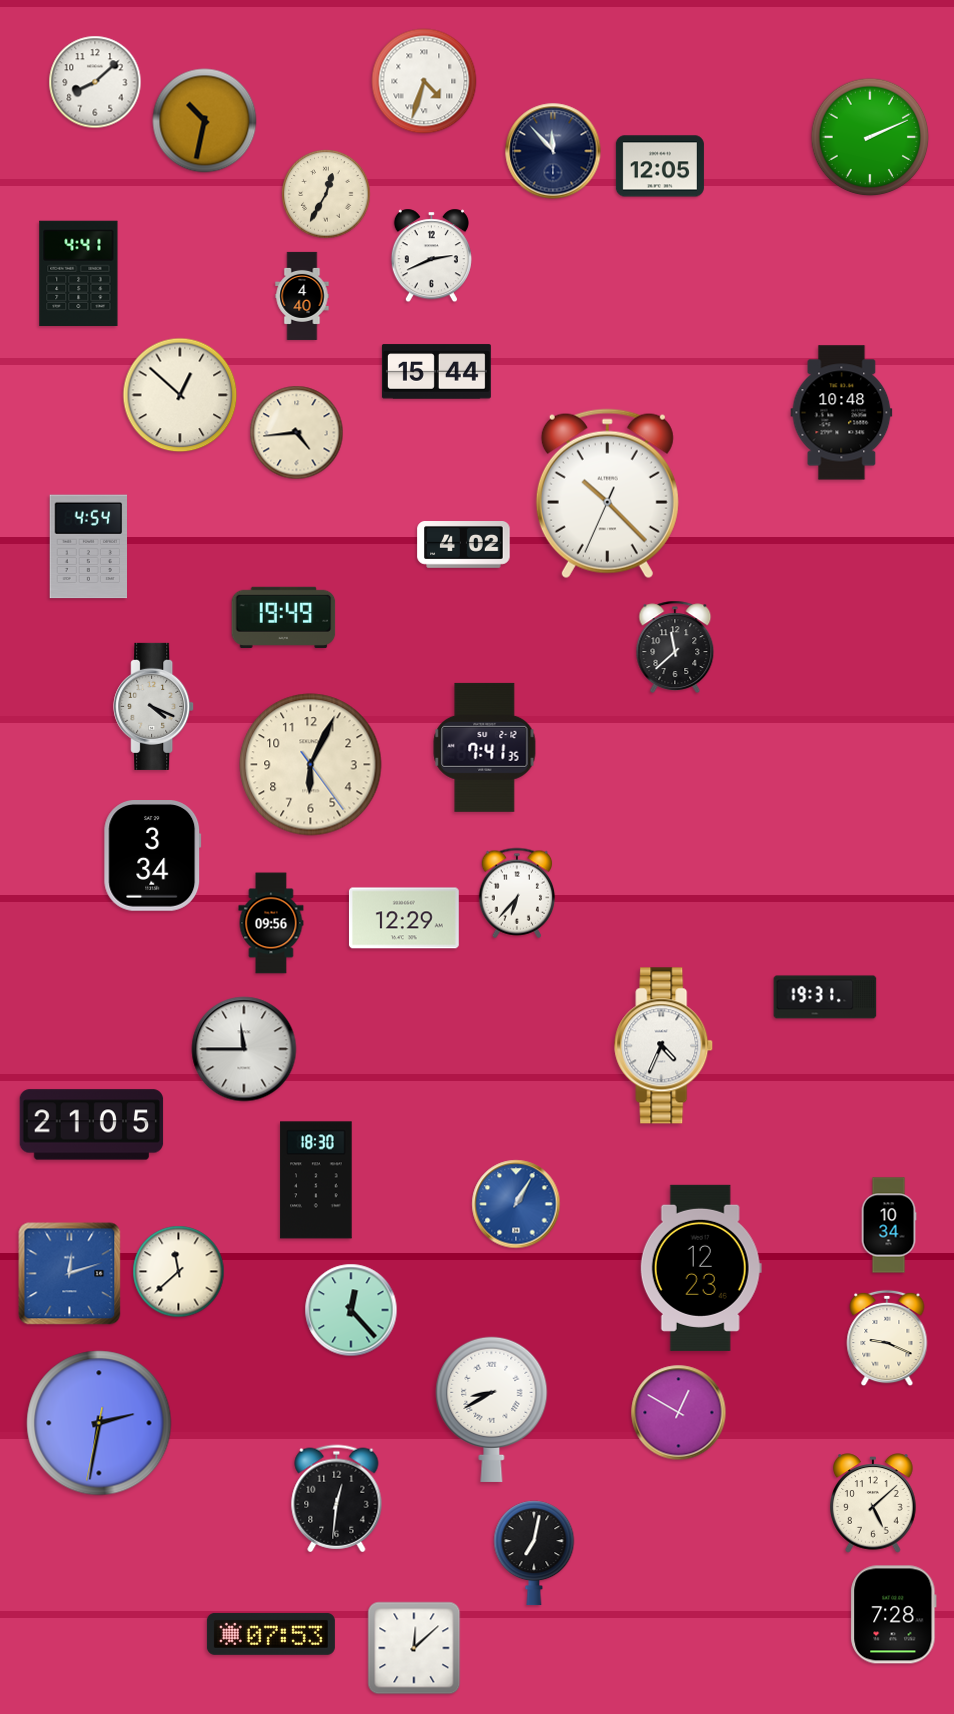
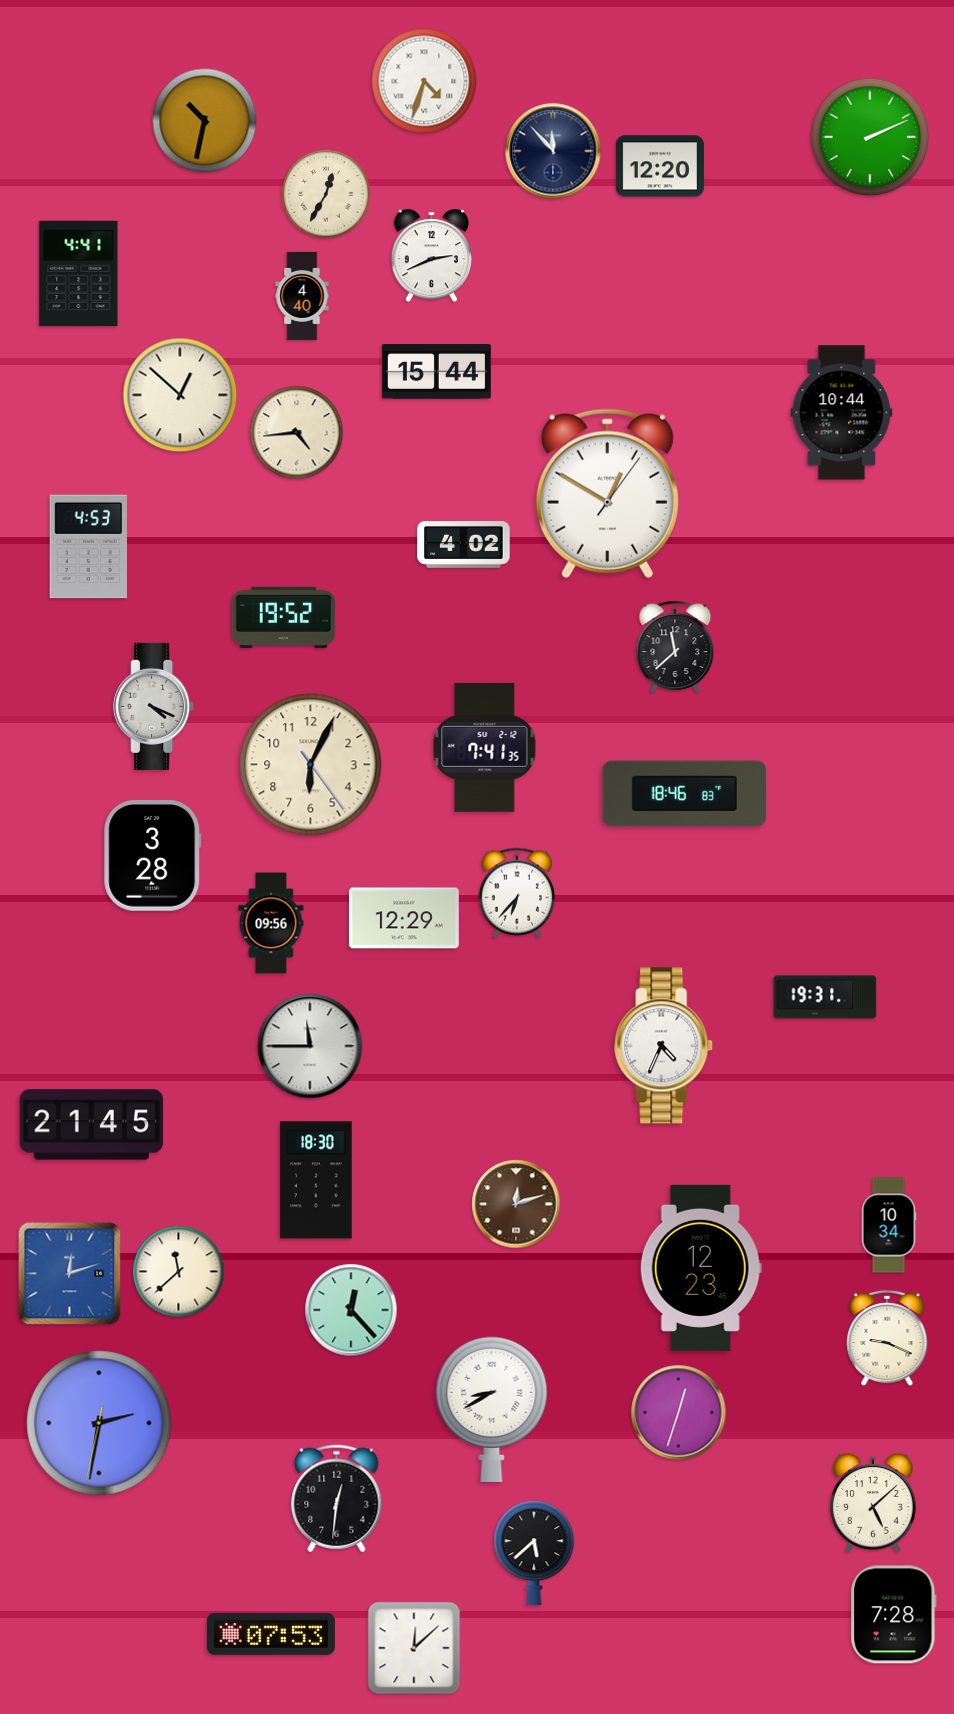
clock at (95, 82): 8:08 -> none
clock at (660, 166): 12:05 -> 12:20
clock at (842, 413): 10:48 -> 10:44
clock at (607, 494): 10:22 -> 12:50
clock at (88, 547): 4:54 -> 4:53
clock at (284, 617): 19:49 -> 19:52
clock at (685, 794): none -> 18:46
clock at (153, 856): 3:34 -> 3:28
clock at (244, 1049) position: (244, 1049) -> (310, 1046)
clock at (92, 1125): 21:05 -> 21:45
clock at (516, 1204): 1:05 -> 12:12
clock at (516, 1204) dial: blue -> brown
clock at (679, 1413): 12:50 -> 12:33
clock at (534, 1553): 7:02 -> 5:38
